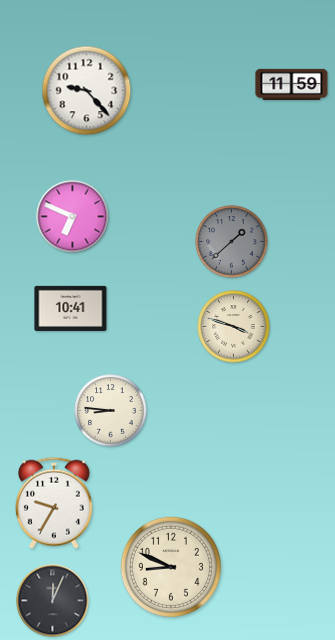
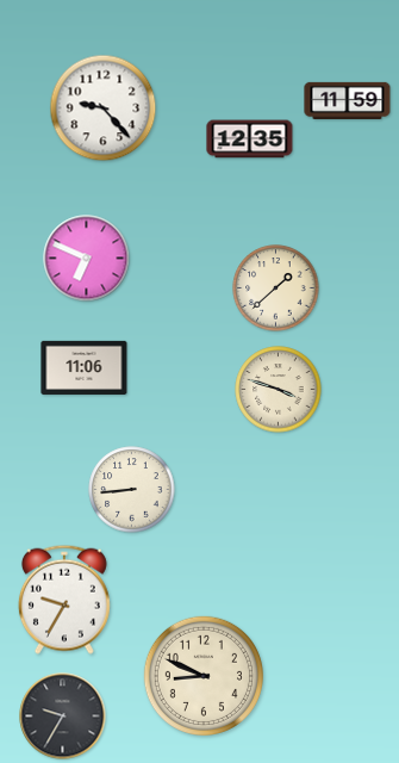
clock at (250, 139): none -> 12:35
clock at (232, 242) dial: grey -> cream
clock at (71, 308): 10:41 -> 11:06
clock at (111, 411): 8:46 -> 8:44
clock at (53, 601): 12:04 -> 9:35
